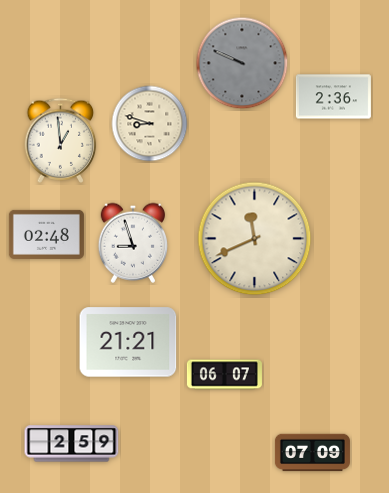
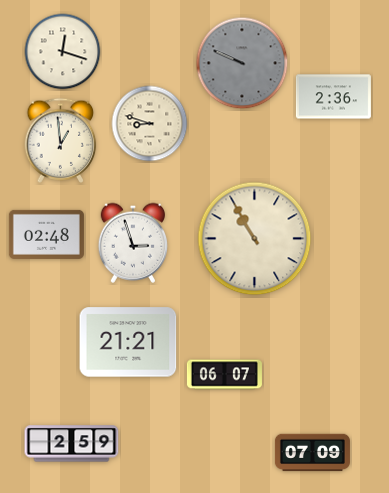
clock at (63, 52): none -> 12:18
clock at (255, 239): 11:41 -> 10:55
clock at (133, 243): 8:57 -> 2:57
